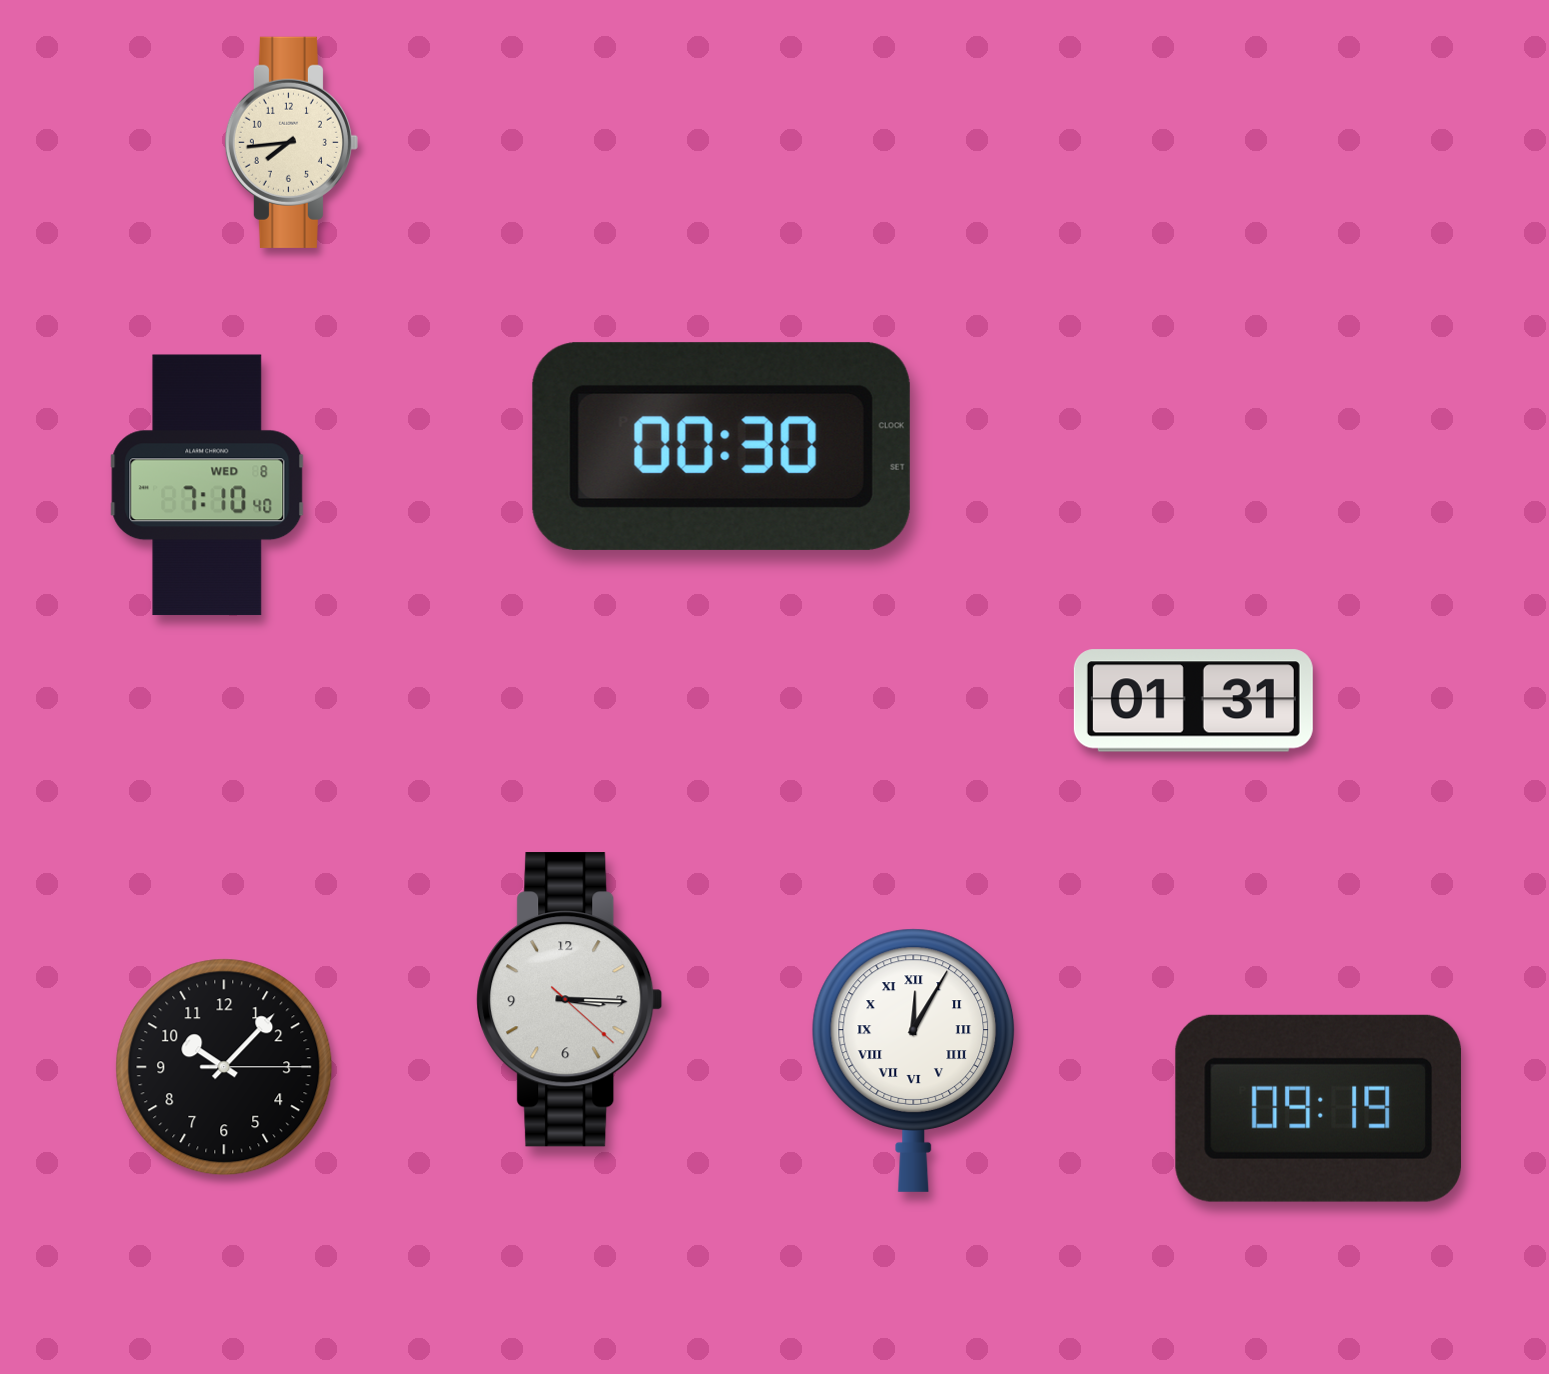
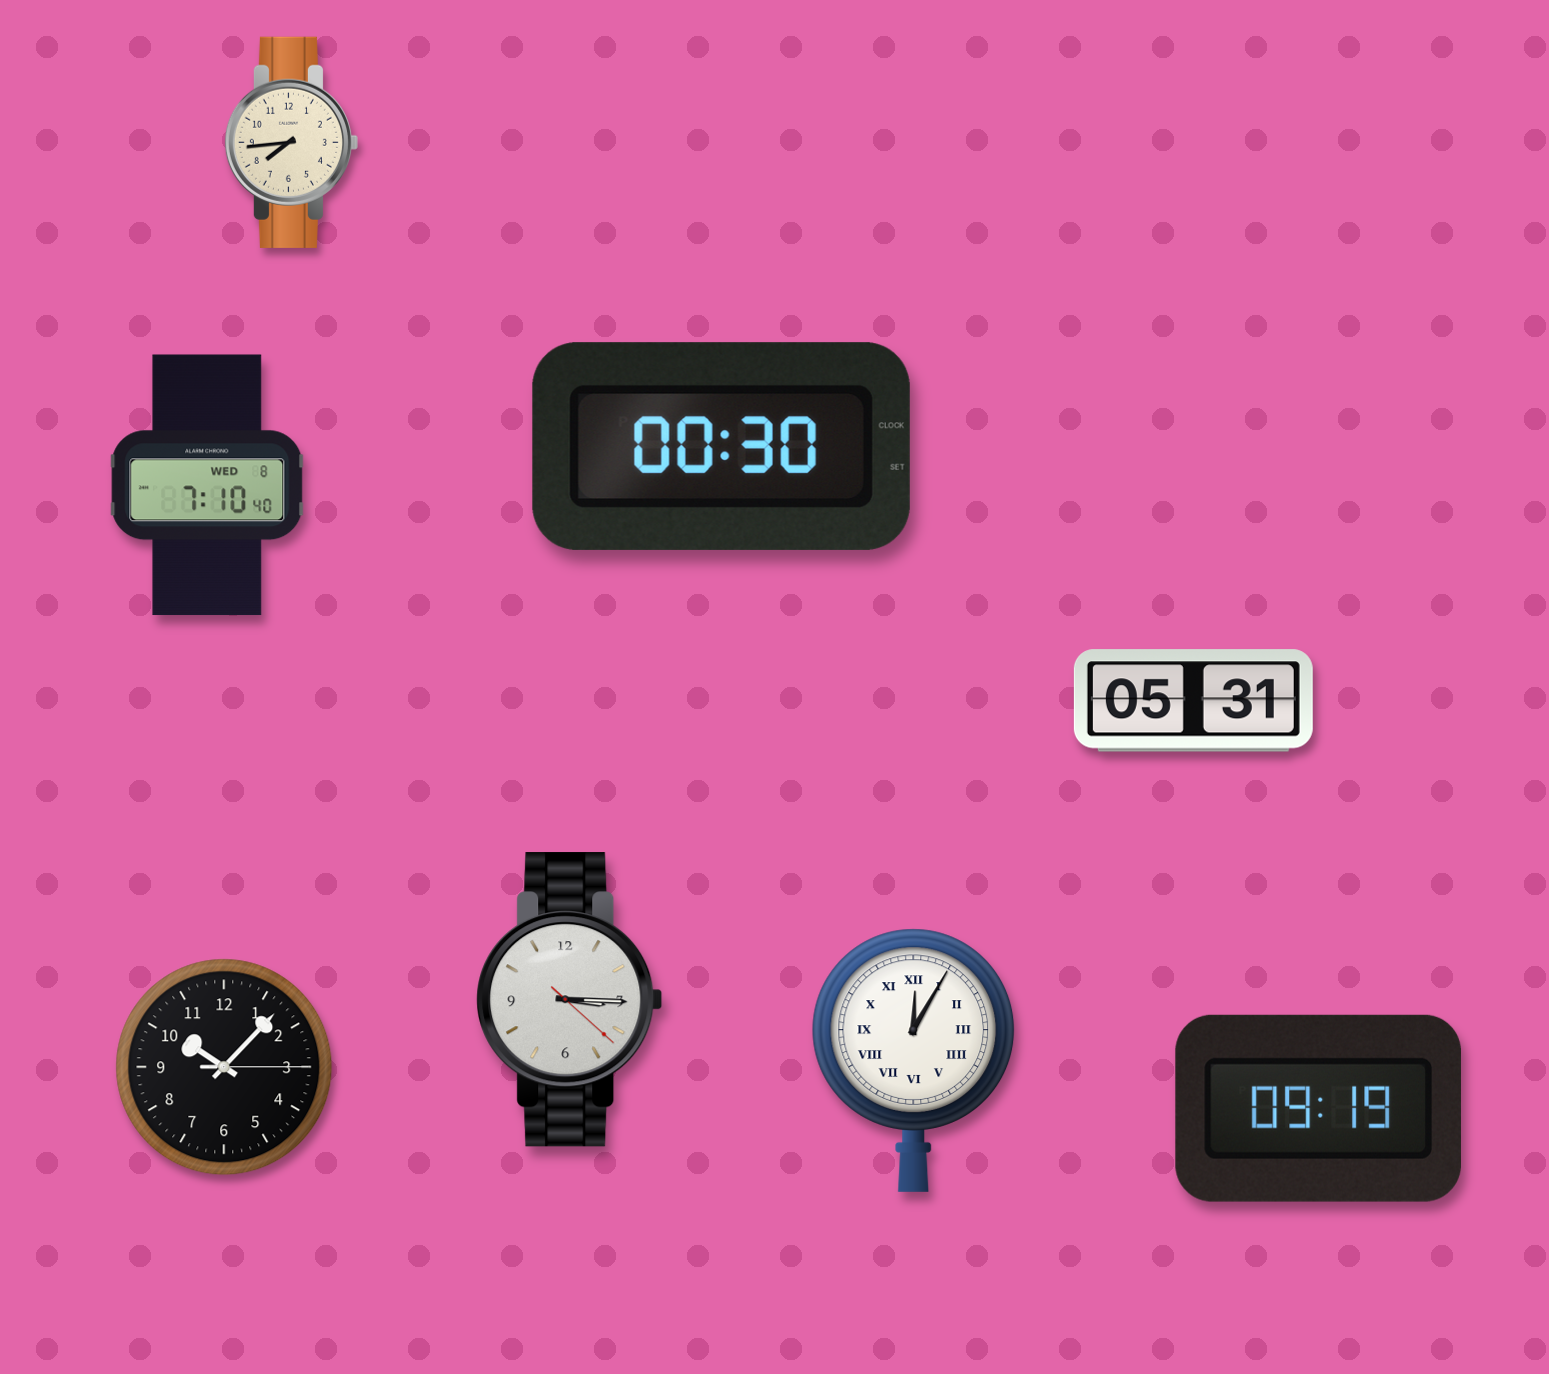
clock at (1193, 701): 01:31 -> 05:31
